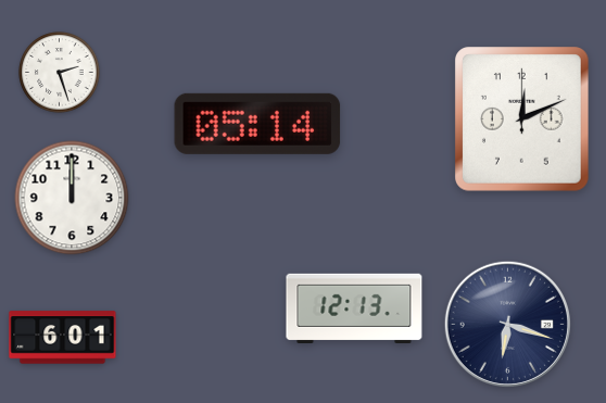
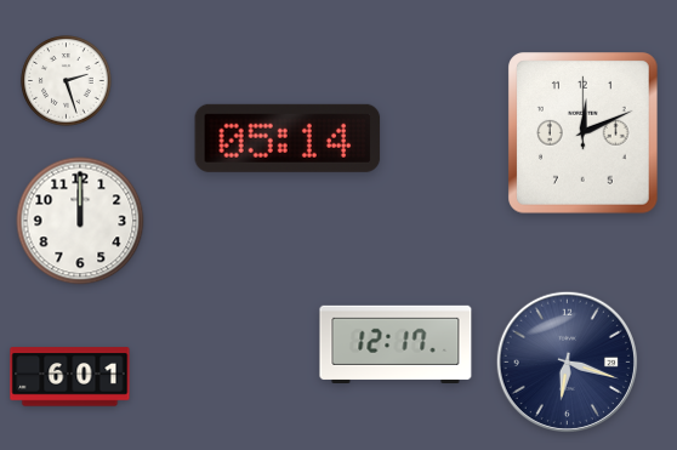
clock at (354, 307): 12:13 -> 12:17
